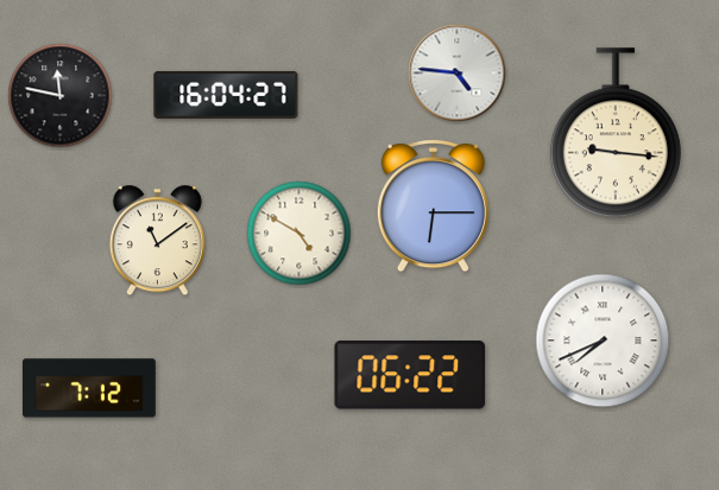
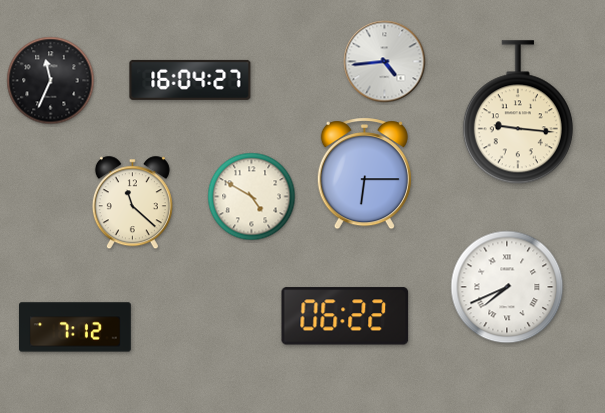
clock at (458, 74): 4:46 -> 4:44
clock at (61, 96): 11:47 -> 11:34
clock at (157, 241): 11:09 -> 11:22
